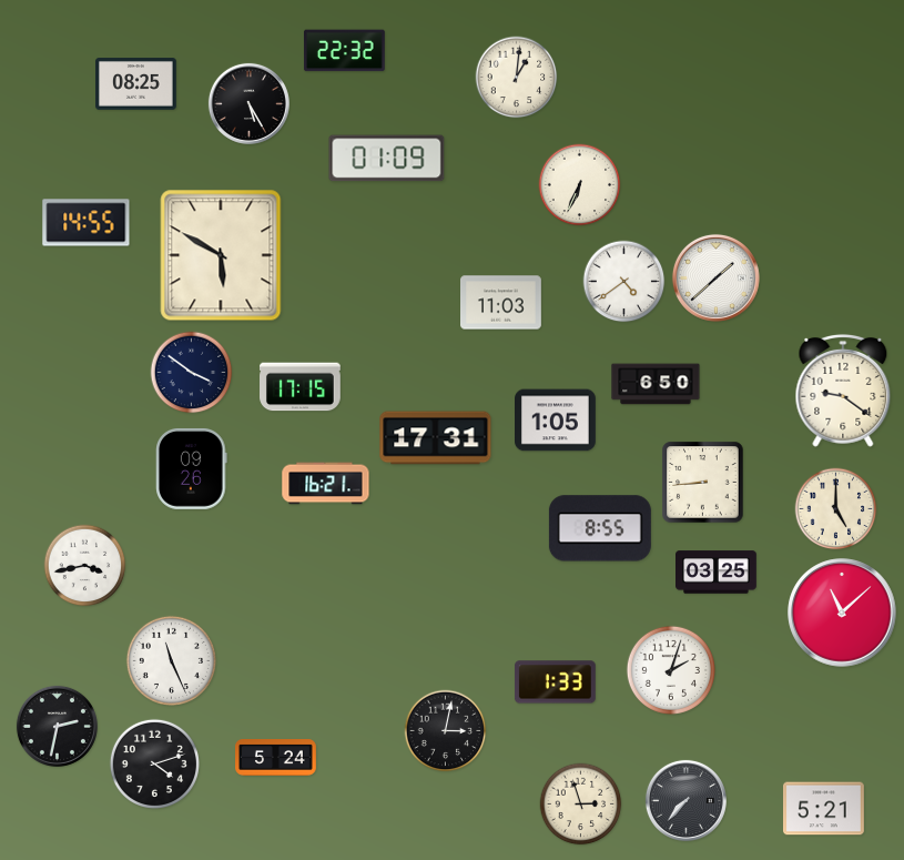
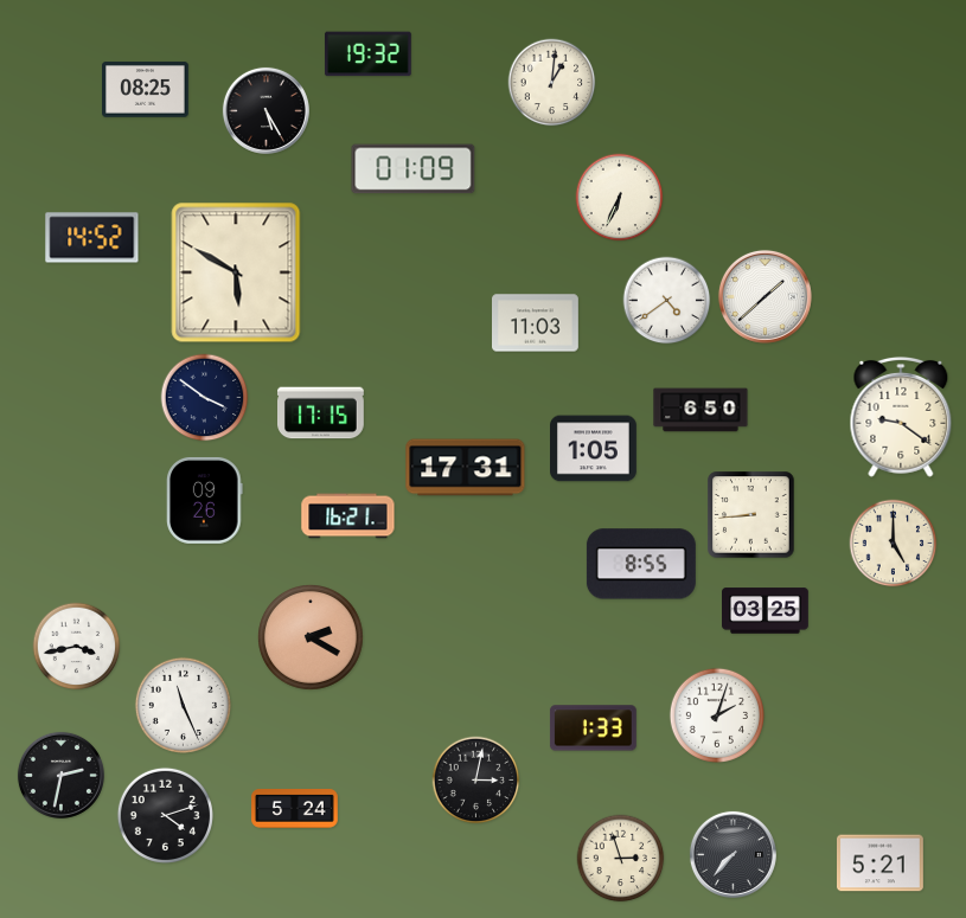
clock at (344, 51): 22:32 -> 19:32
clock at (87, 223): 14:55 -> 14:52
clock at (85, 566) position: (85, 566) -> (77, 647)
clock at (312, 638): none -> 2:20
clock at (842, 613): 11:08 -> none
